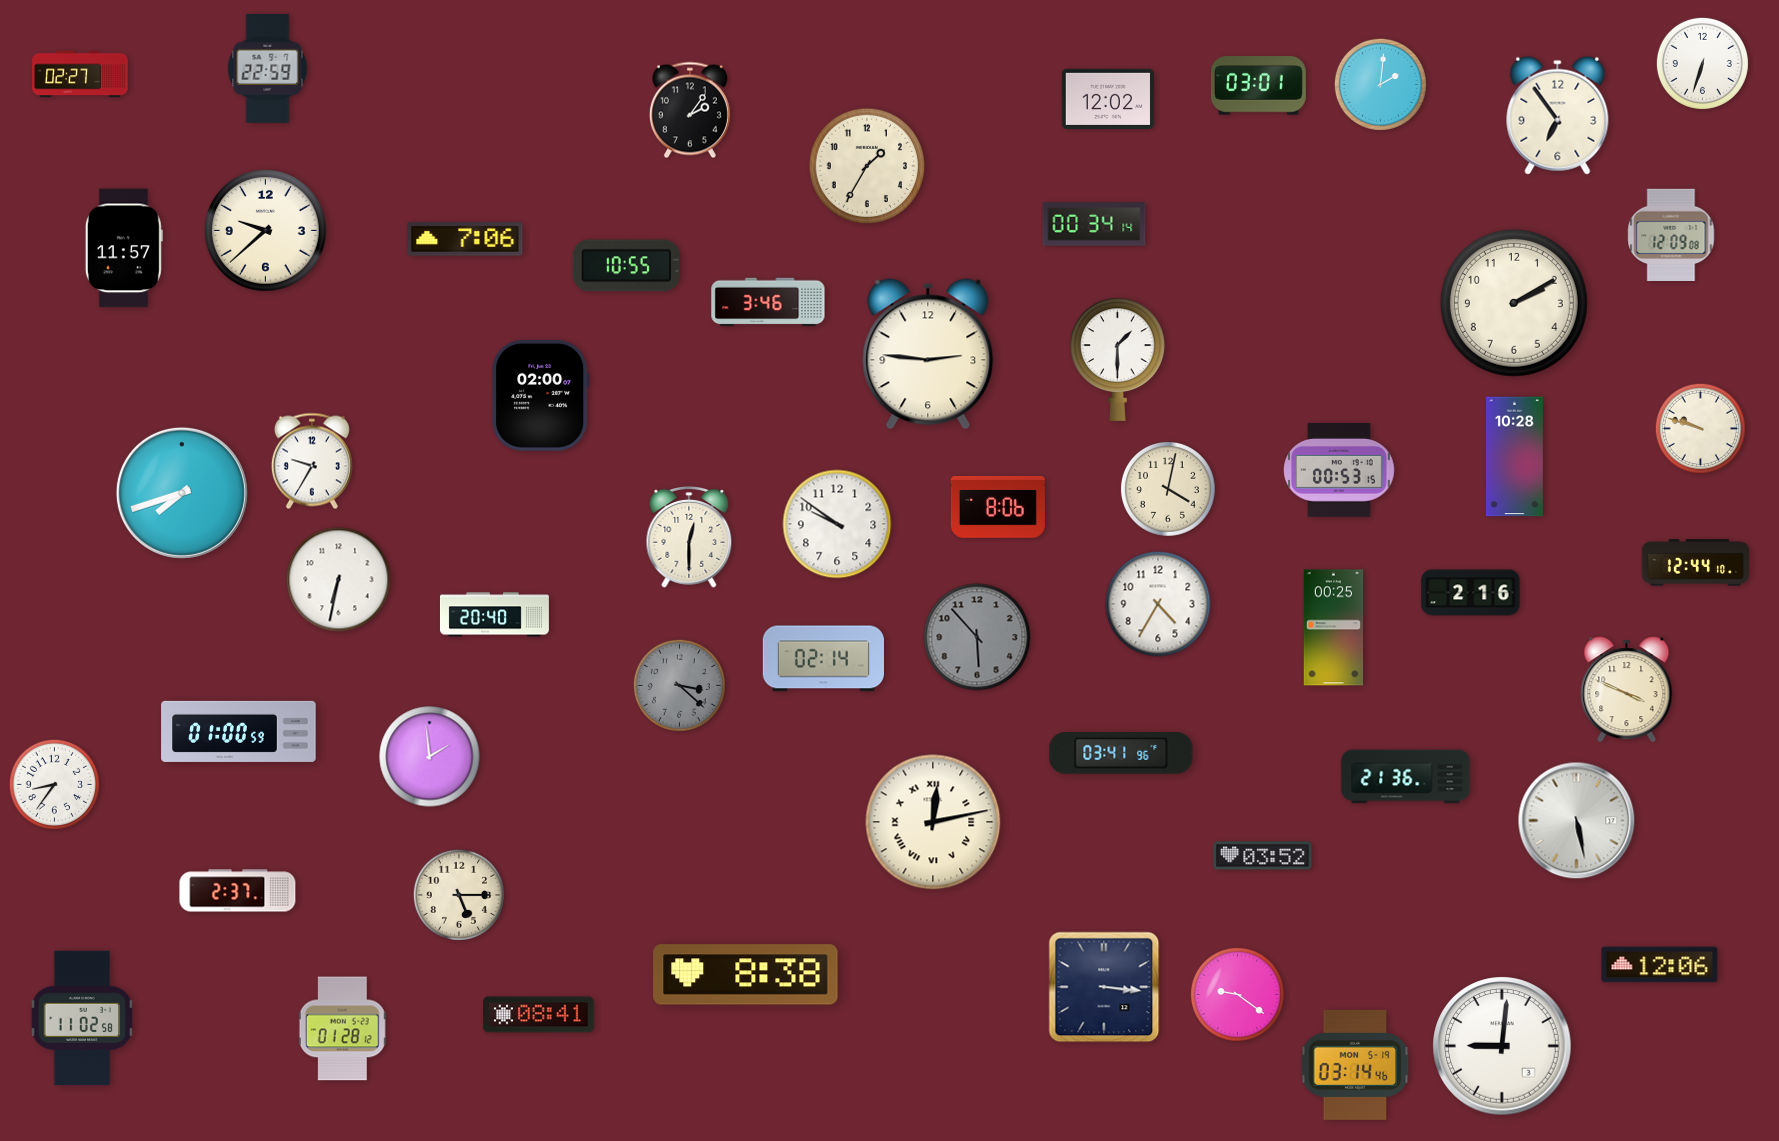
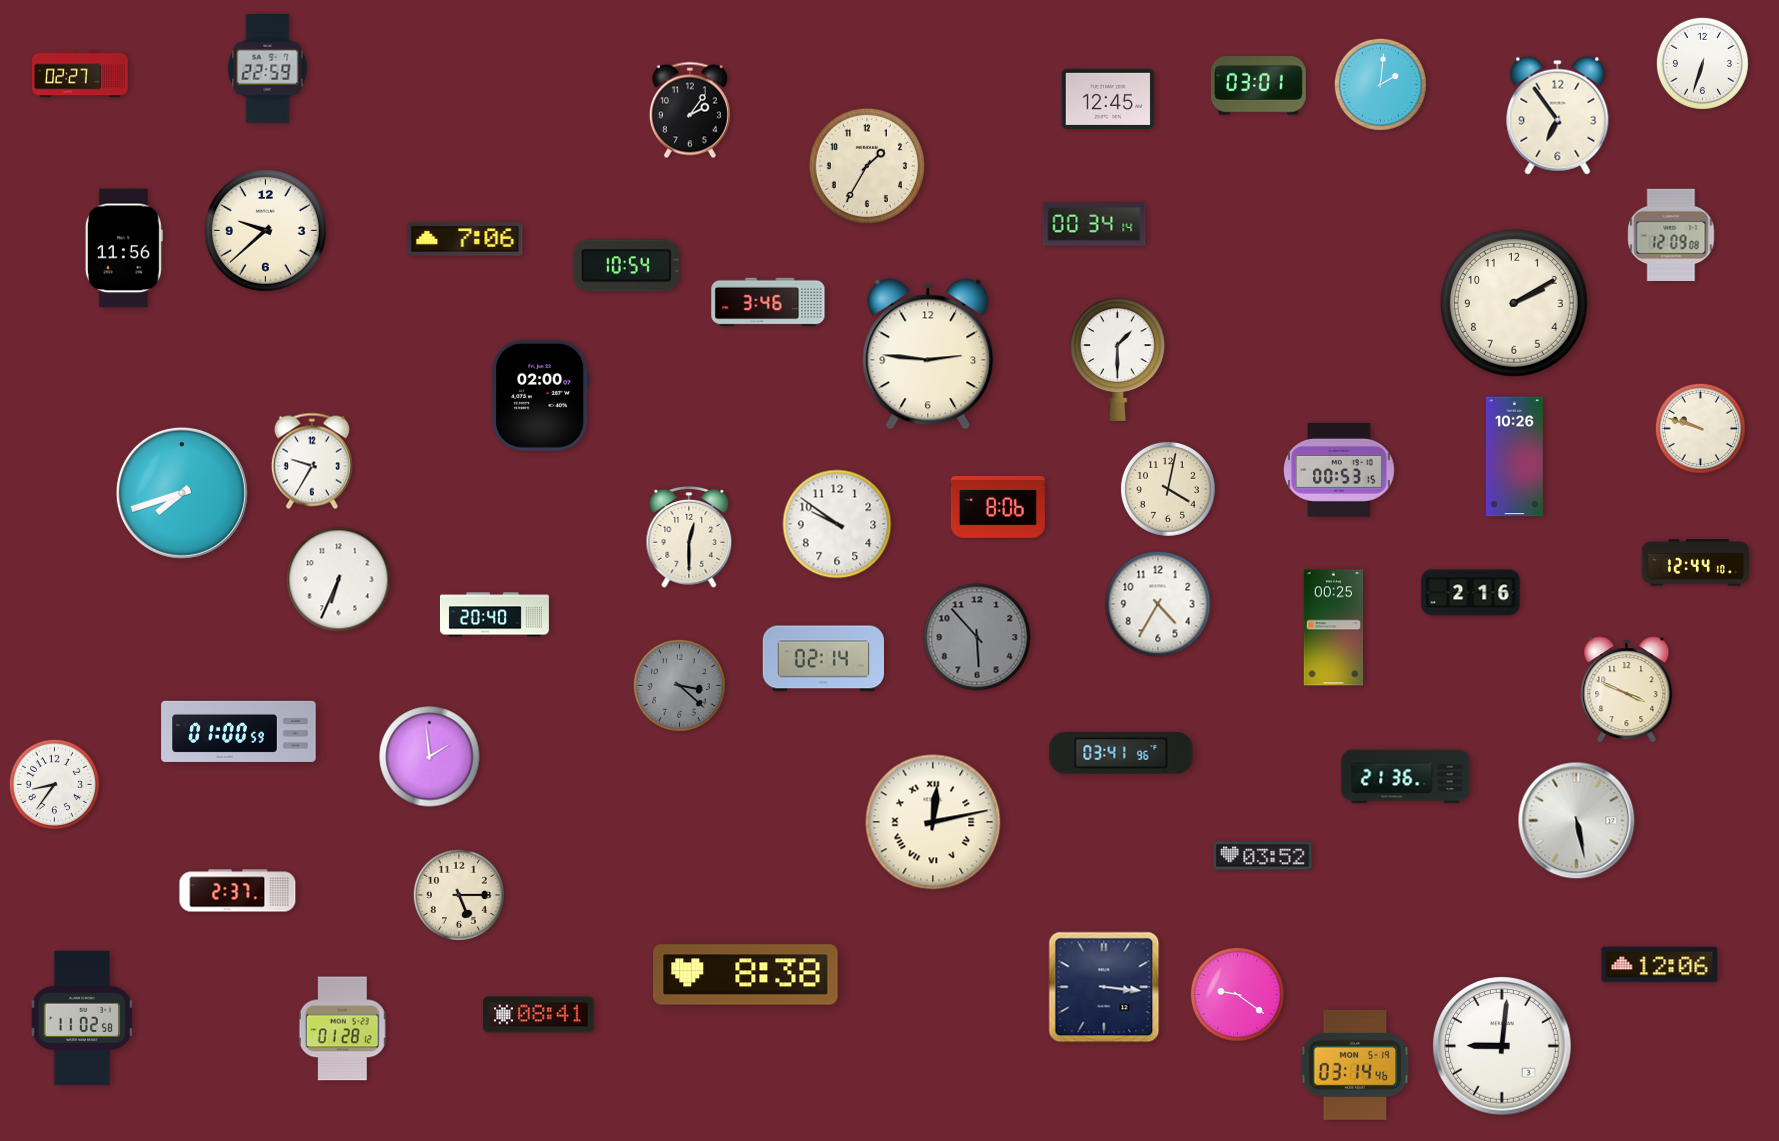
clock at (1107, 99): 12:02 -> 12:45
clock at (124, 248): 11:57 -> 11:56
clock at (626, 266): 10:55 -> 10:54
clock at (1514, 457): 10:28 -> 10:26
clock at (339, 580): 6:32 -> 6:34
